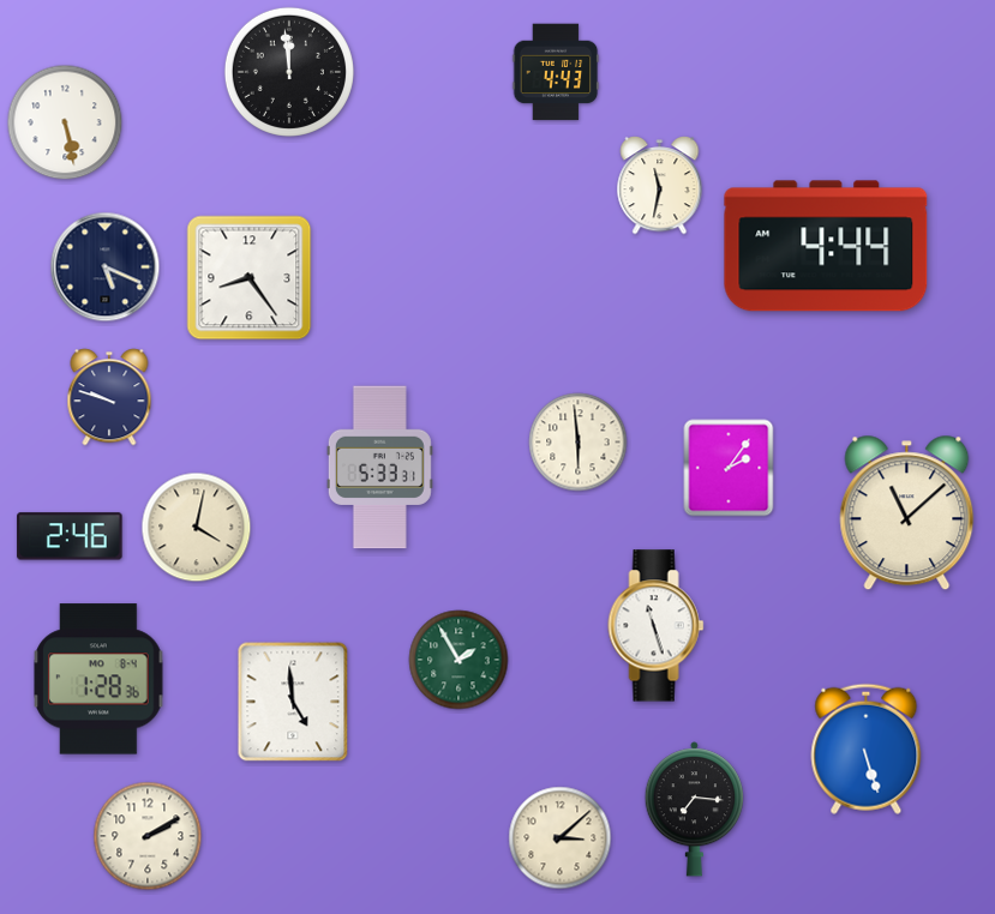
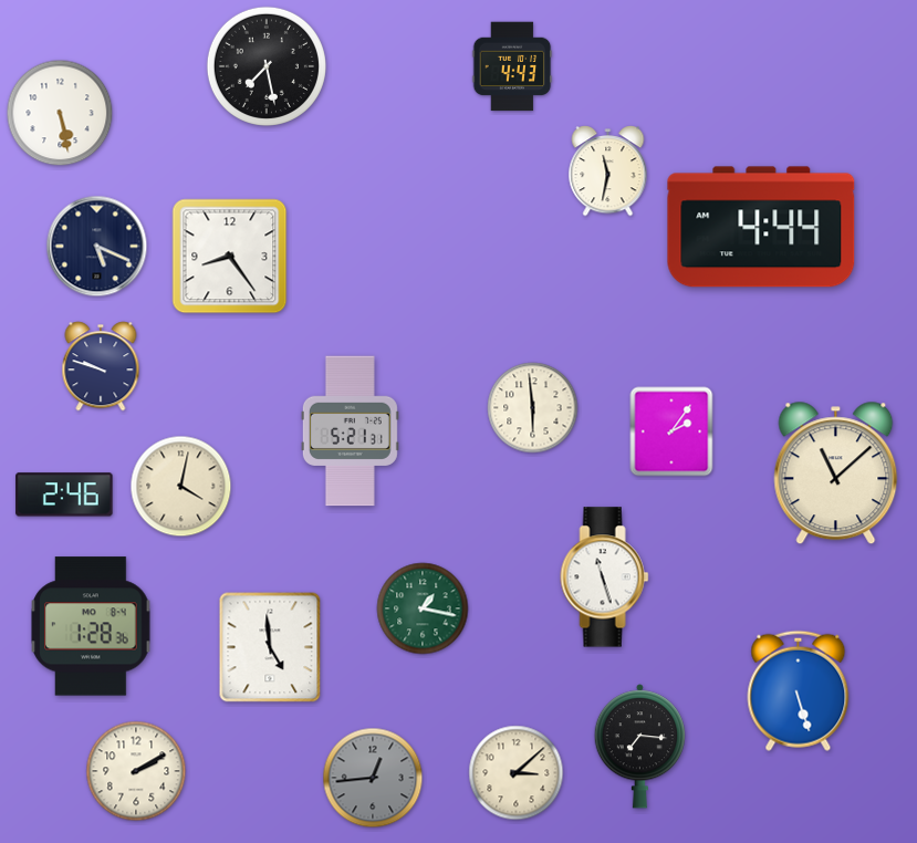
clock at (289, 72): 11:59 -> 7:28
clock at (379, 468): 5:33 -> 5:21
clock at (458, 660): 1:55 -> 1:17
clock at (373, 778): none -> 12:44
